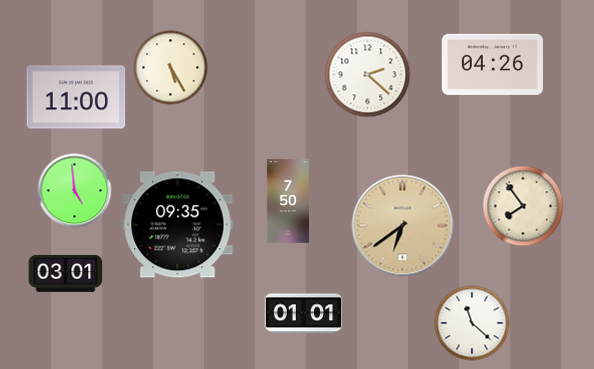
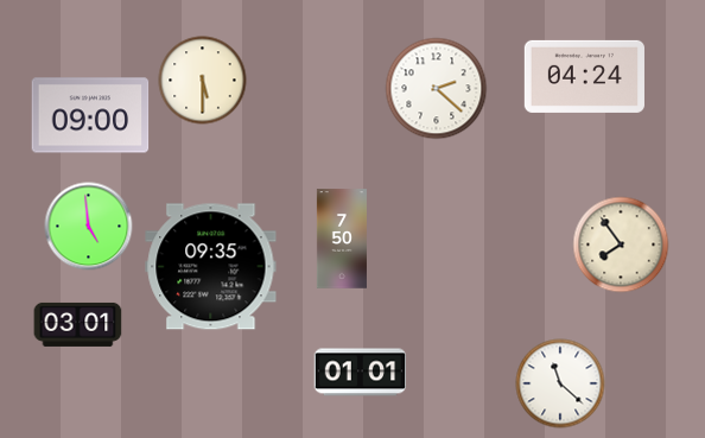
clock at (492, 64): 04:26 -> 04:24
clock at (171, 68): 5:25 -> 5:30
clock at (76, 97): 11:00 -> 09:00
clock at (403, 226): 6:39 -> none
